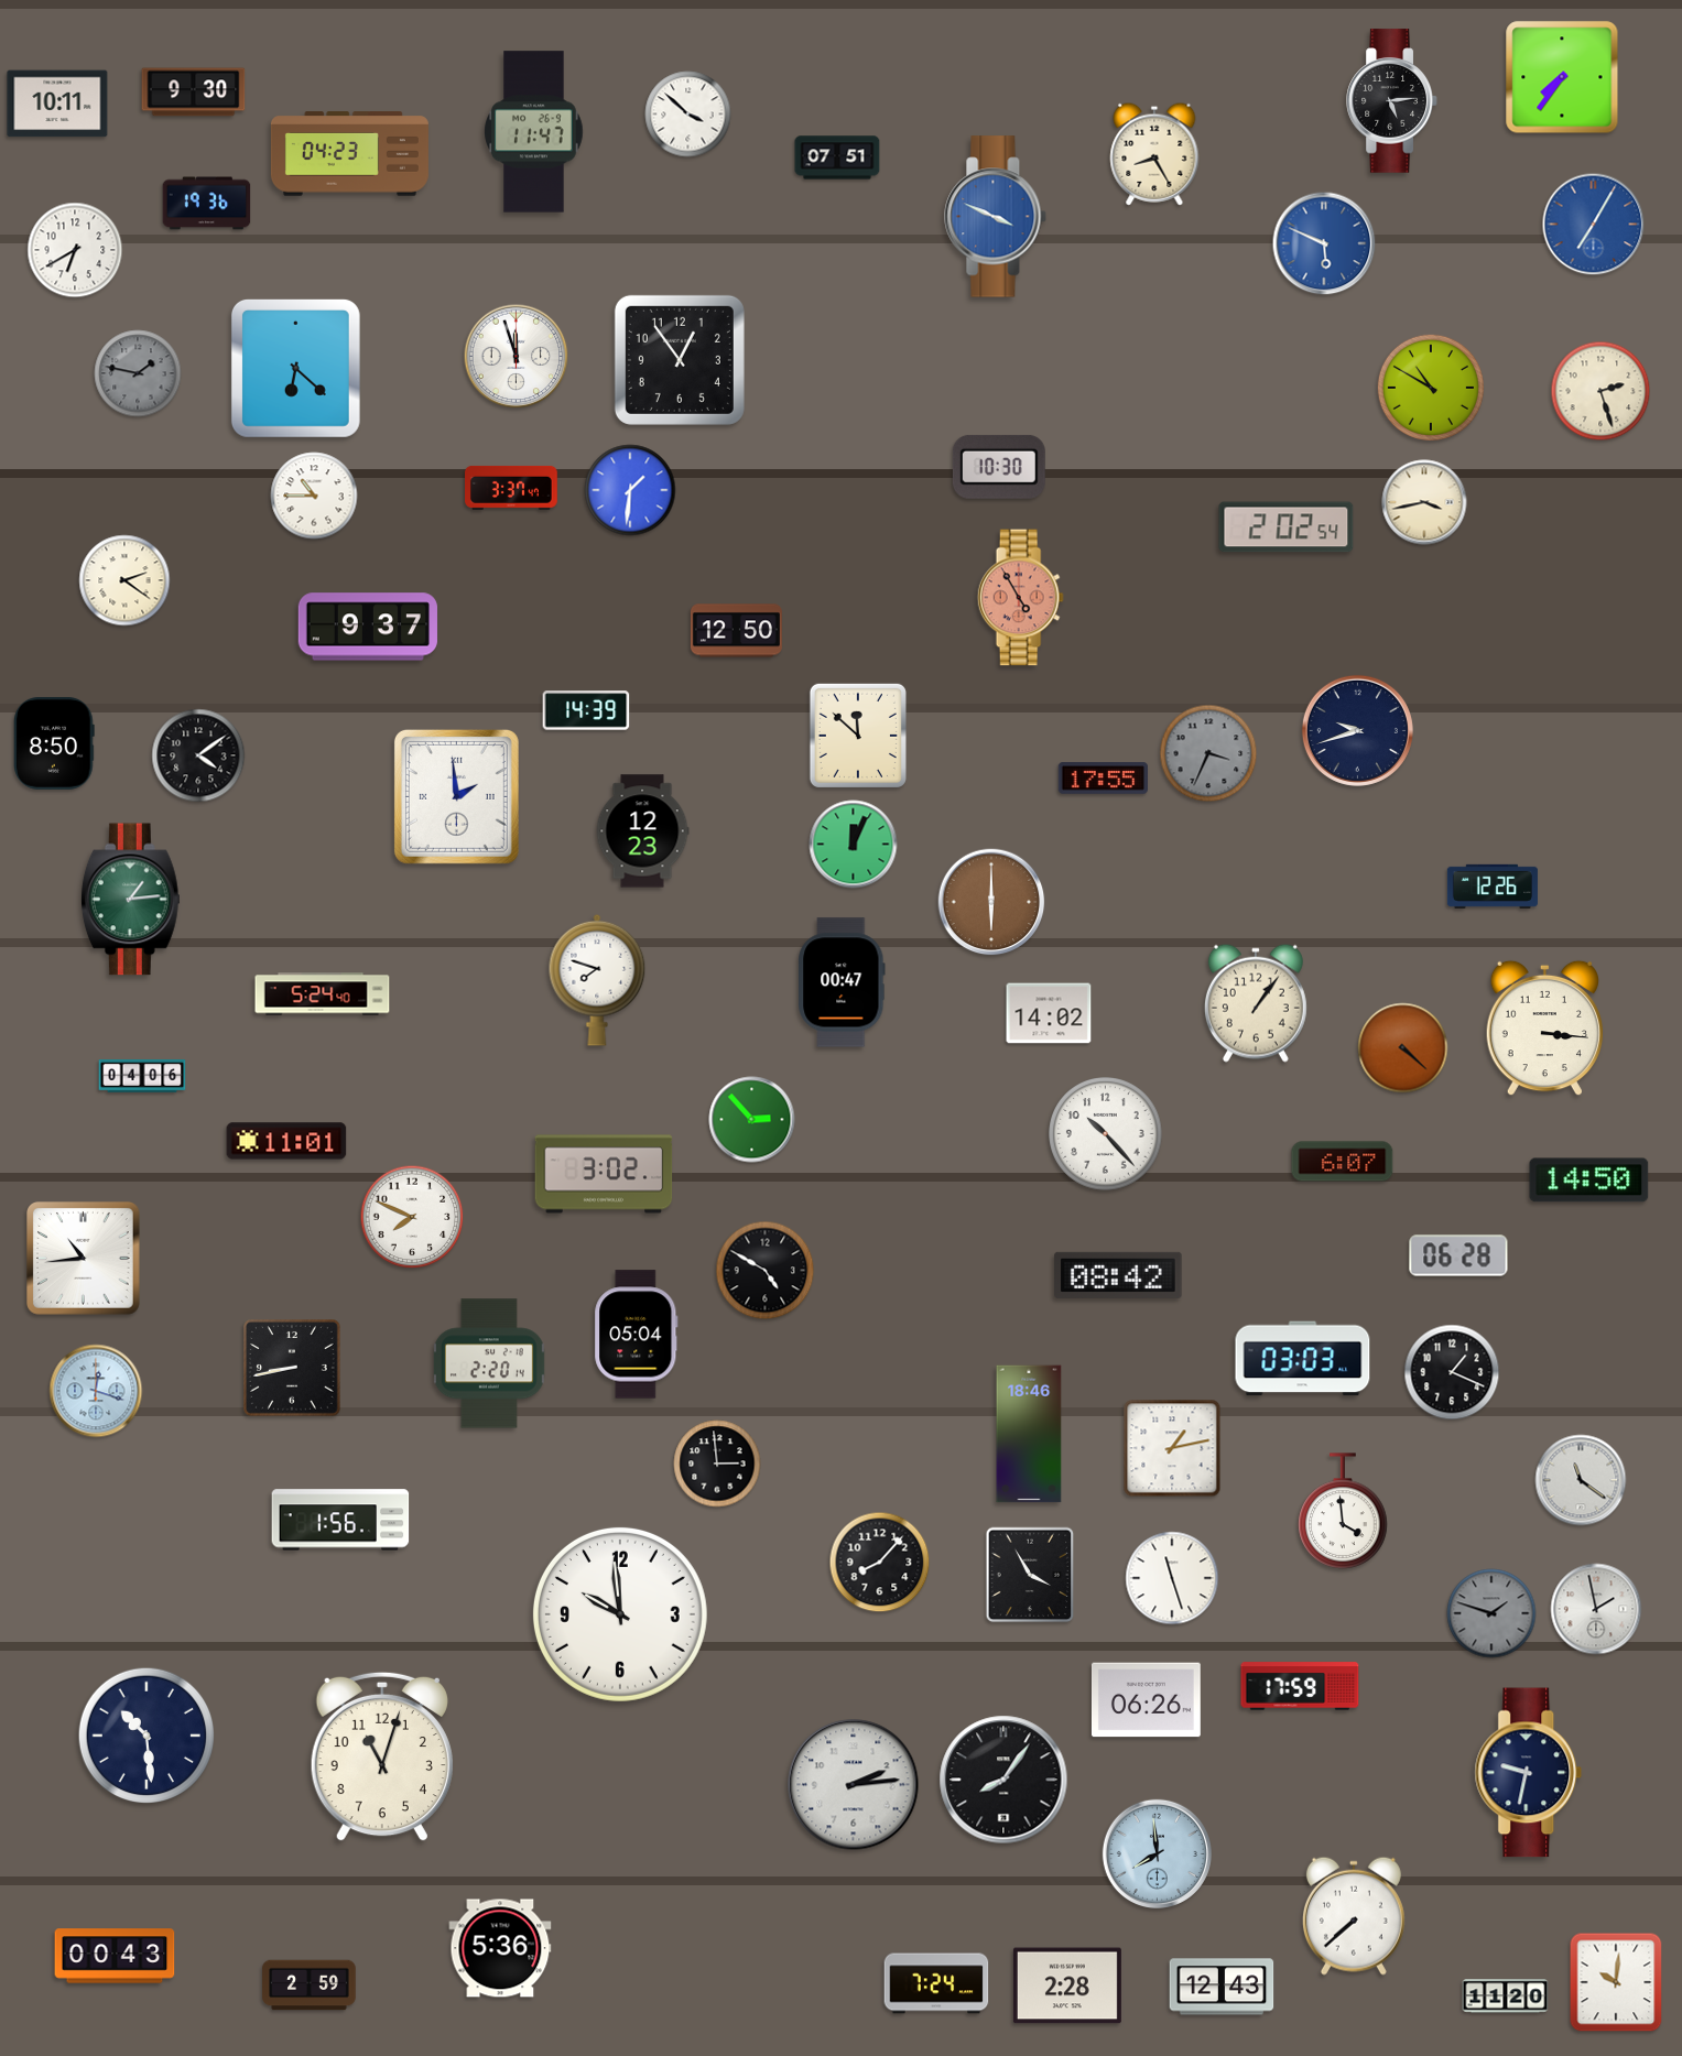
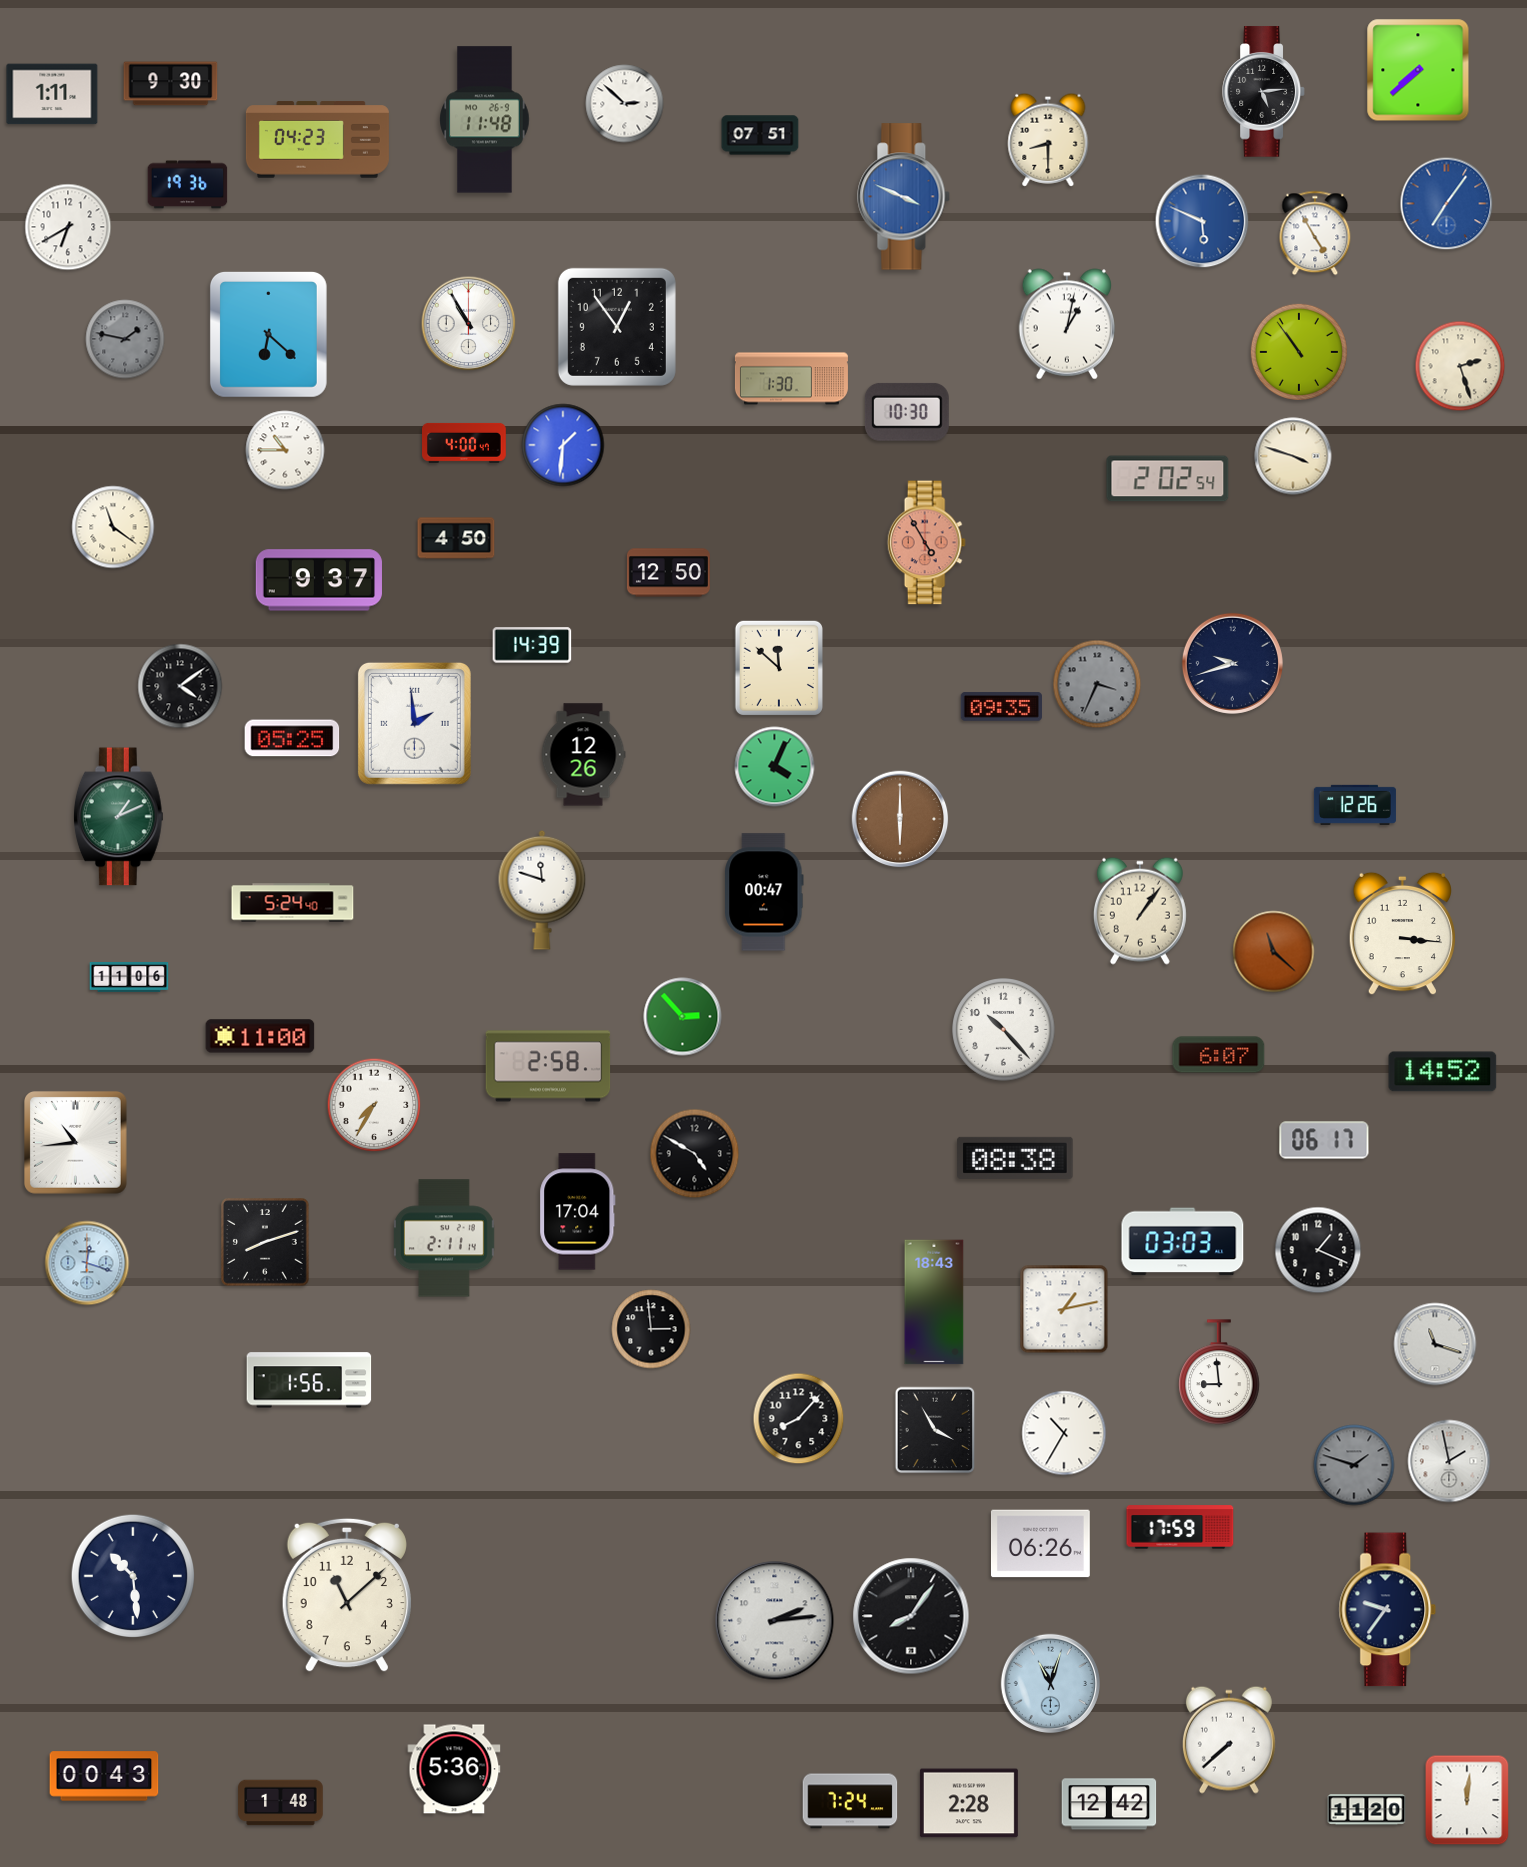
clock at (1562, 77): 7:36 -> 7:38
clock at (194, 93) position: (194, 93) -> (171, 84)
clock at (57, 104): 10:11 -> 1:11
clock at (688, 115): 3:52 -> 2:52
clock at (534, 132): 11:47 -> 11:48
clock at (1154, 154): 8:25 -> 8:30
clock at (837, 157) position: (837, 157) -> (760, 135)
clock at (1594, 225): 7:05 -> 7:06
clock at (1315, 233): none -> 4:55
clock at (517, 357): 11:57 -> 10:55
clock at (1066, 324): none -> 1:02
clock at (1431, 388): 10:50 -> 10:54
clock at (1600, 391) position: (1600, 391) -> (1460, 366)
clock at (791, 379): none -> 1:30
clock at (999, 467) position: (999, 467) -> (907, 412)
clock at (512, 488): 3:37 -> 4:00
clock at (630, 490) position: (630, 490) -> (563, 445)
clock at (1424, 502): 3:43 -> 3:48
clock at (124, 580): 2:21 -> 11:21
clock at (456, 538): none -> 4:50
clock at (368, 627) position: (368, 627) -> (319, 580)
clock at (54, 743): 8:50 -> none
clock at (1103, 779): 17:55 -> 09:35
clock at (292, 738): none -> 05:25
clock at (642, 831): 12:23 -> 12:26
clock at (854, 845): 12:04 -> 4:04
clock at (130, 900): 1:14 -> 1:11
clock at (597, 980): 7:48 -> 11:48
clock at (1049, 1013): 14:02 -> none
clock at (1403, 1048): 4:22 -> 11:22
clock at (142, 1077): 04:06 -> 11:06
clock at (286, 1141): 11:01 -> 11:00
clock at (604, 1174): 3:02 -> 2:58
clock at (1589, 1181): 14:50 -> 14:52
clock at (412, 1217): 7:49 -> 7:35
clock at (1458, 1255): 06:28 -> 06:17
clock at (1118, 1275): 08:42 -> 08:38
clock at (637, 1335): 05:04 -> 17:04
clock at (1303, 1359) position: (1303, 1359) -> (1183, 1242)
clock at (489, 1363): 2:20 -> 2:11
clock at (293, 1369): 8:43 -> 8:12
clock at (1452, 1372) position: (1452, 1372) -> (1318, 1250)
clock at (1029, 1434): 18:46 -> 18:43
clock at (1172, 1448) position: (1172, 1448) -> (1064, 1309)
clock at (1581, 1480): 11:21 -> 11:18
clock at (1343, 1511): 3:59 -> 8:59
clock at (1172, 1578): 11:27 -> 10:35
clock at (620, 1614): 9:59 -> none
clock at (1300, 1686) position: (1300, 1686) -> (1180, 1527)
clock at (382, 1756): 11:03 -> 11:08
clock at (1529, 1773): 9:32 -> 9:36
clock at (1157, 1853): 7:59 -> 11:03
clock at (1616, 1982): 10:01 -> 12:01
clock at (310, 1986): 2:59 -> 1:48
clock at (1222, 1987): 12:43 -> 12:42
clock at (1506, 1997) position: (1506, 1997) -> (1367, 1810)
